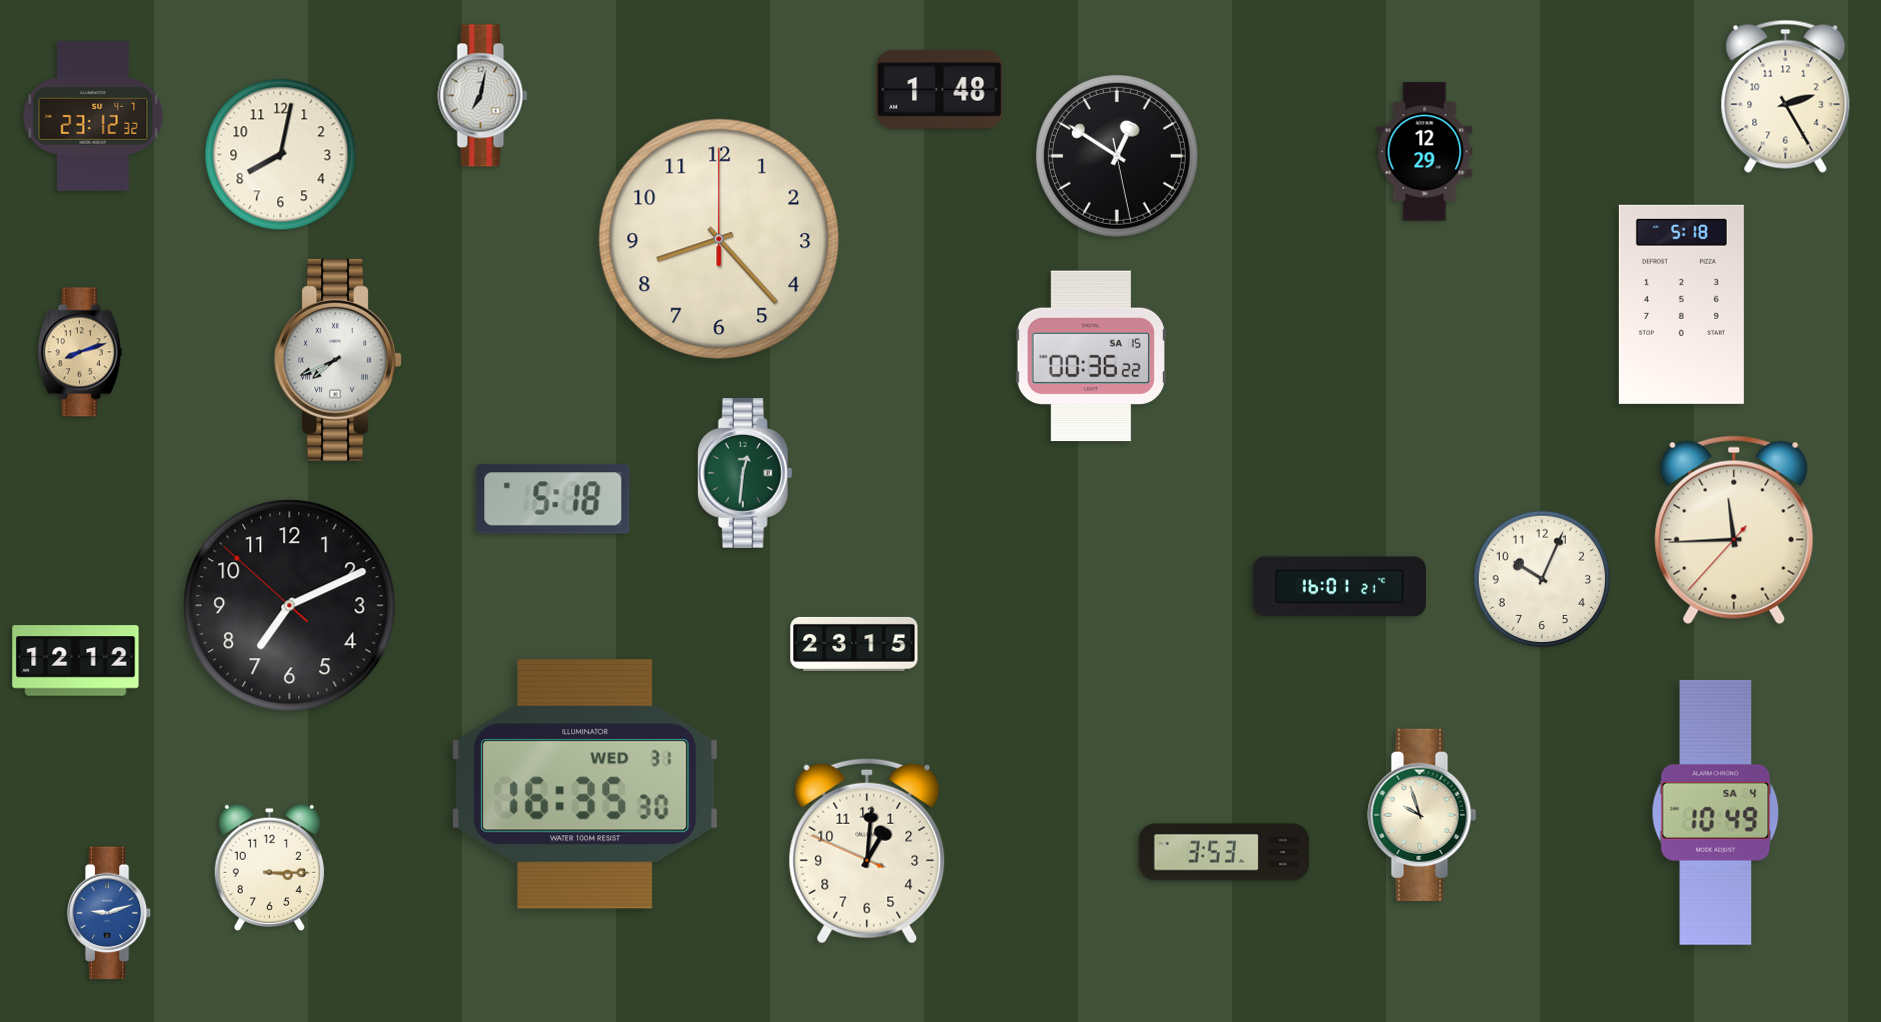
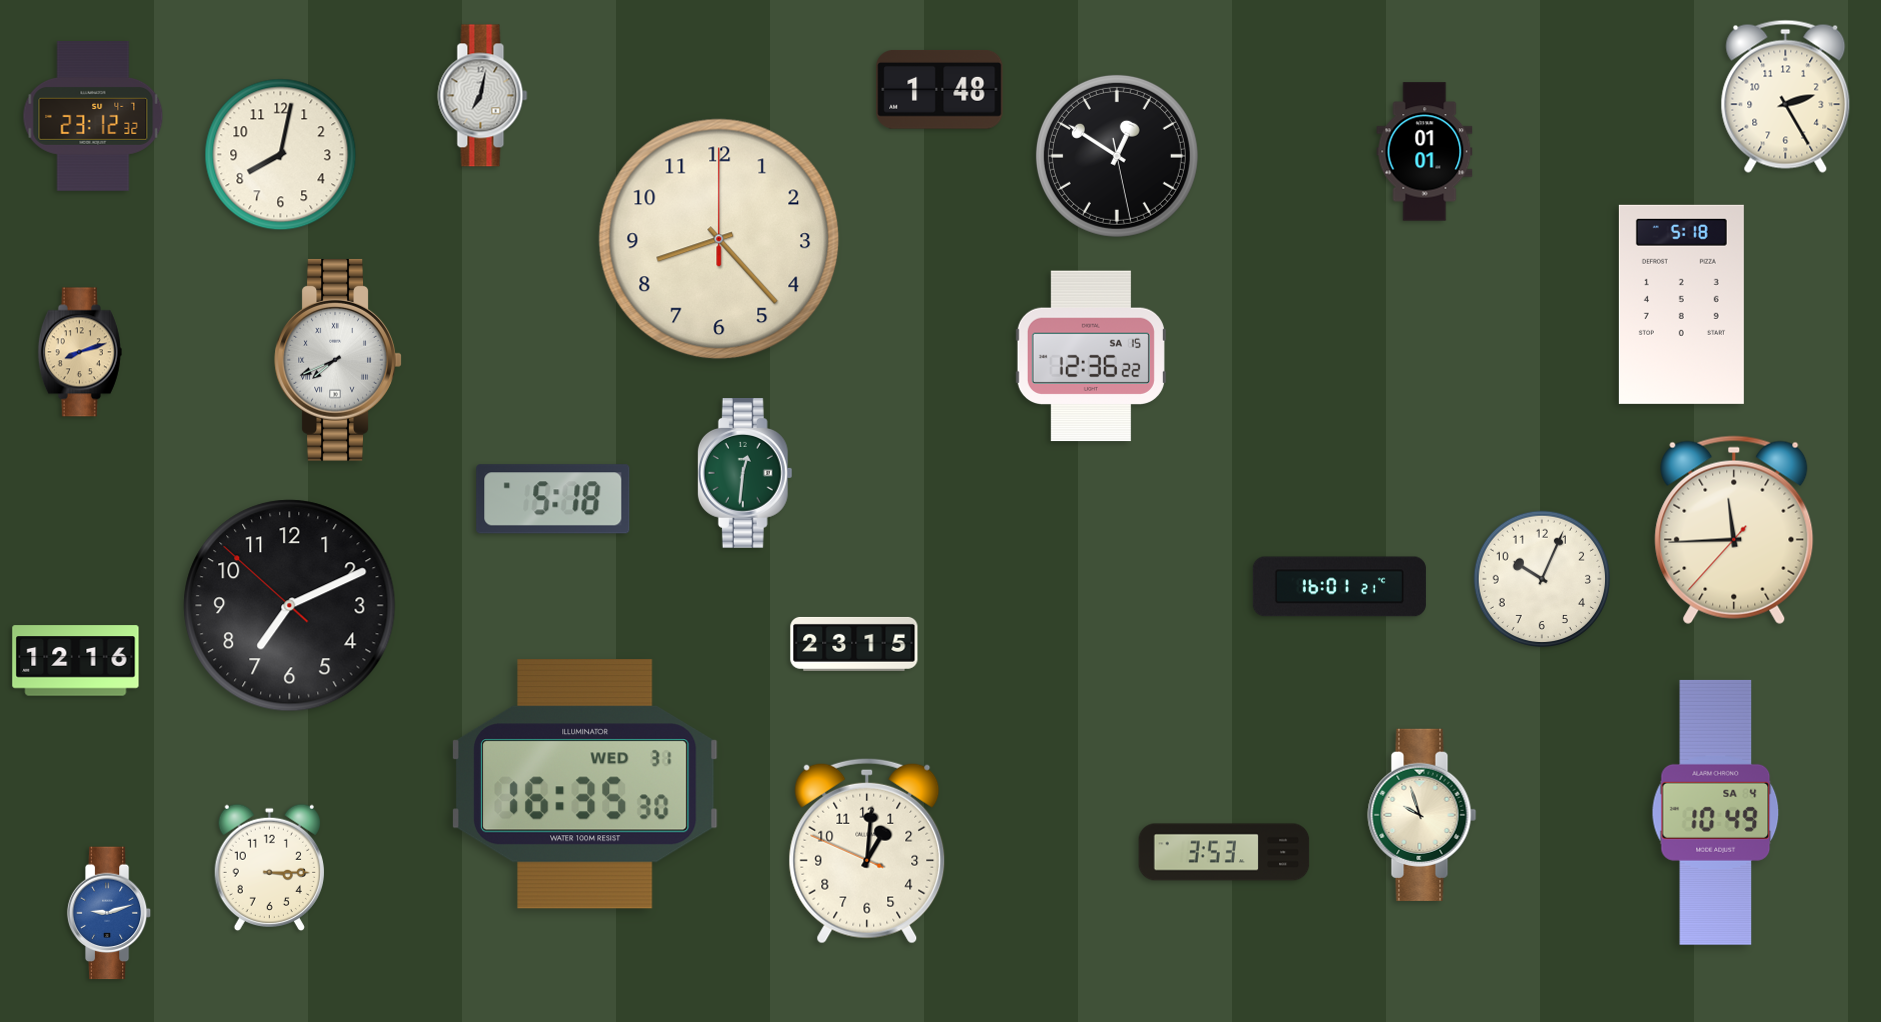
clock at (1425, 152): 12:29 -> 01:01
clock at (1091, 356): 00:36 -> 12:36
clock at (76, 661): 12:12 -> 12:16
